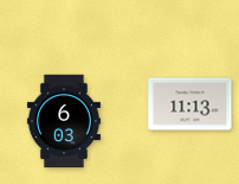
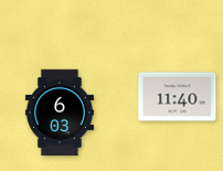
clock at (190, 104): 11:13 -> 11:40
